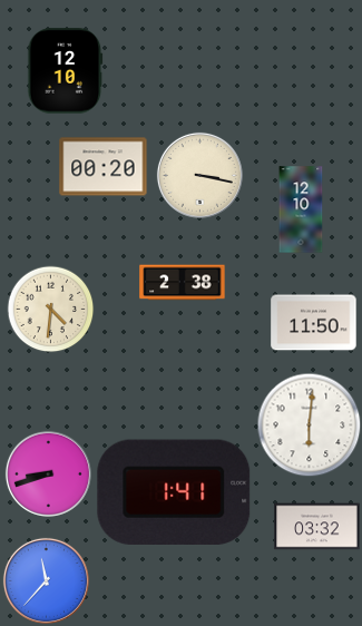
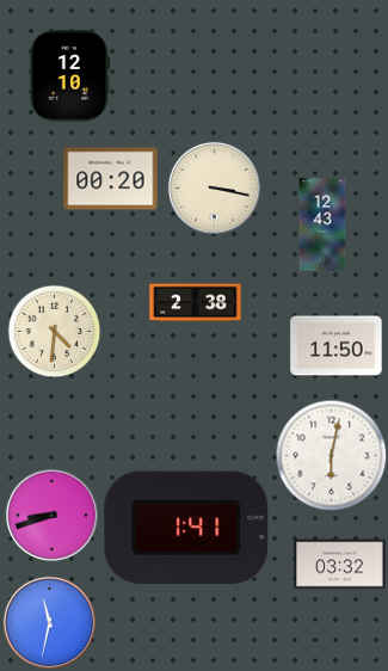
clock at (301, 209): 12:10 -> 12:43
clock at (309, 424): 6:01 -> 6:02
clock at (48, 473) position: (48, 473) -> (51, 515)
clock at (46, 580): 11:37 -> 11:32
